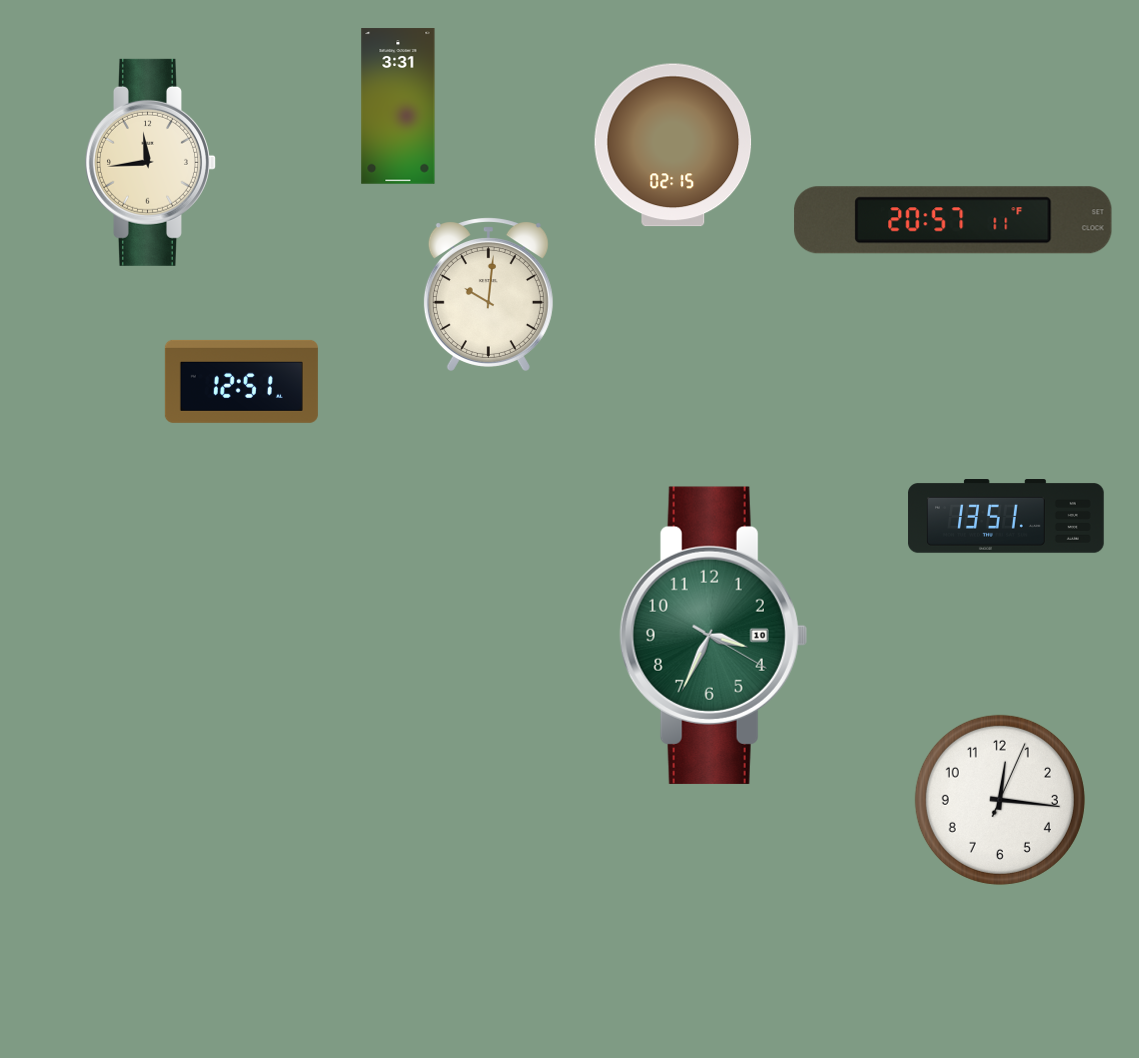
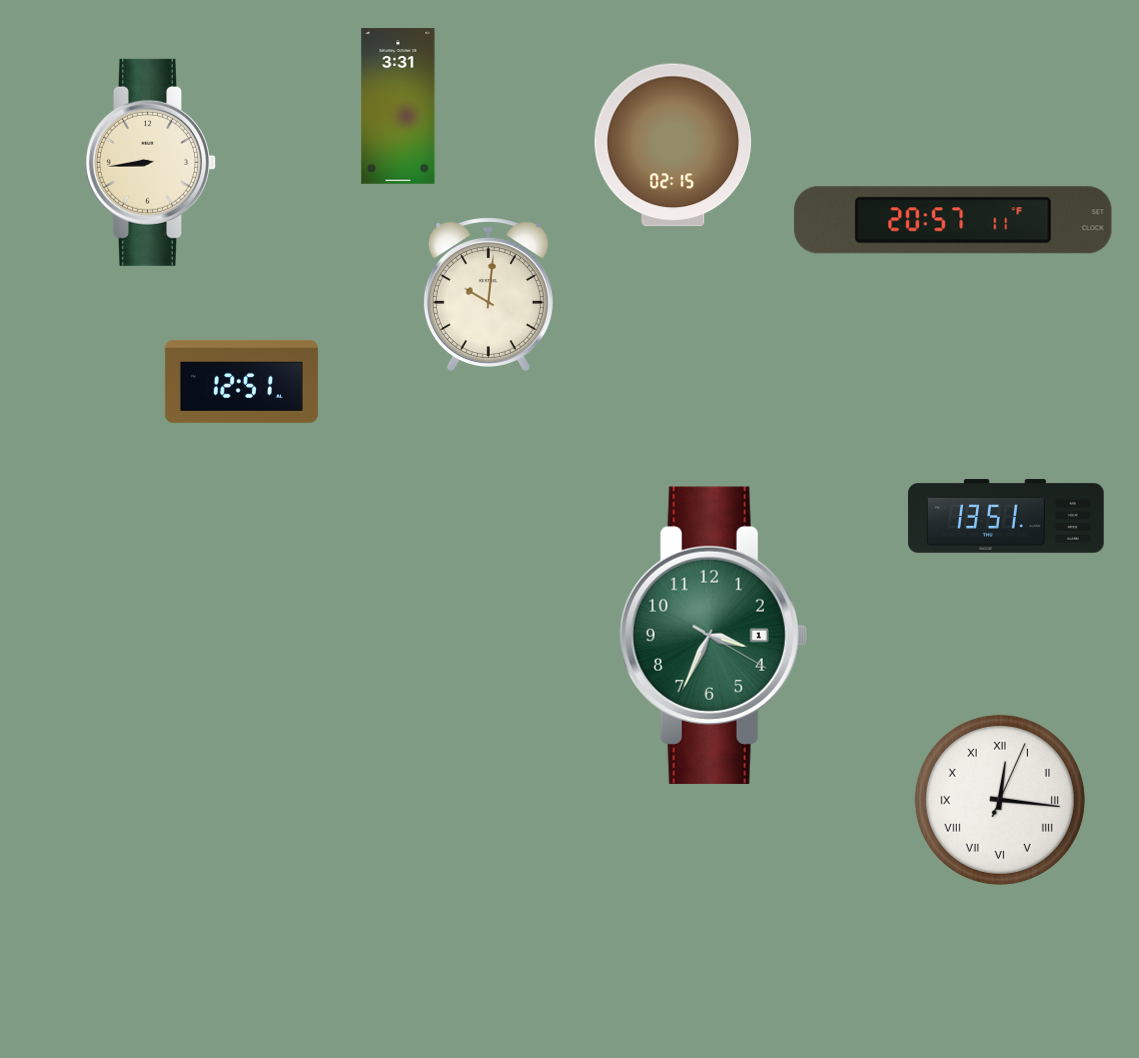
clock at (150, 162): 11:44 -> 8:44
clock at (713, 635) date: 10 -> 1
clock at (1000, 800) numerals: Arabic -> Roman
